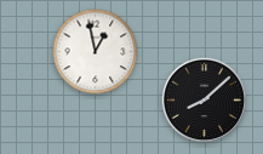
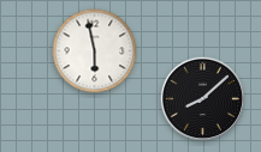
clock at (96, 52): 12:58 -> 5:58
